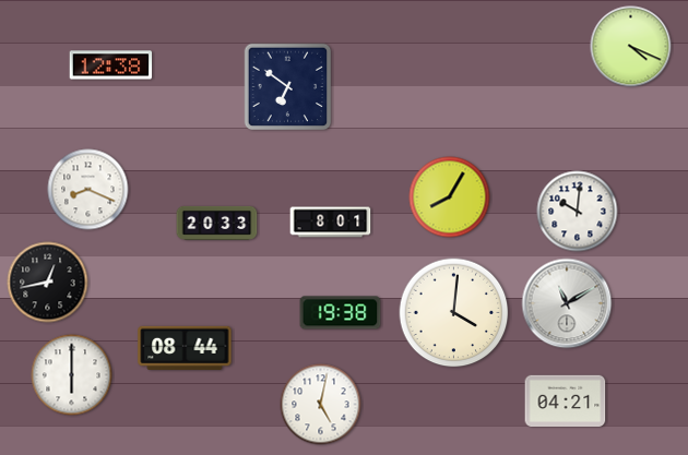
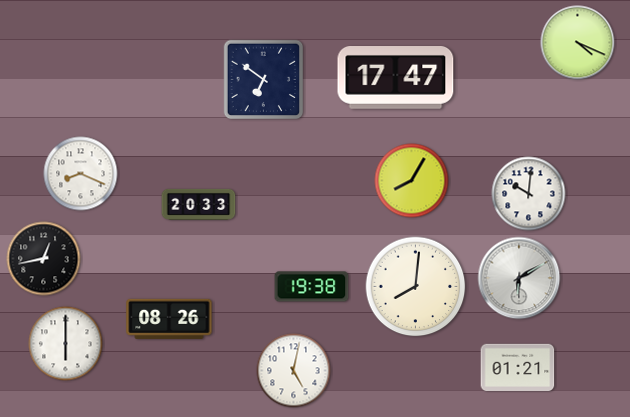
clock at (111, 65): 12:38 -> none
clock at (396, 78): none -> 17:47
clock at (331, 223): 8:01 -> none
clock at (567, 303): 11:10 -> 6:10
clock at (454, 313): 4:01 -> 8:01
clock at (185, 348): 08:44 -> 08:26
clock at (566, 400): 04:21 -> 01:21
